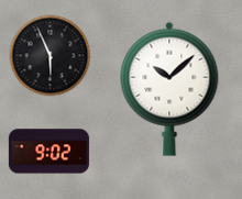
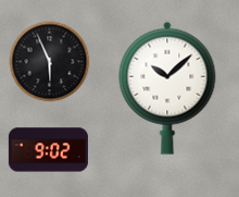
clock at (51, 56) position: (51, 56) -> (50, 62)
